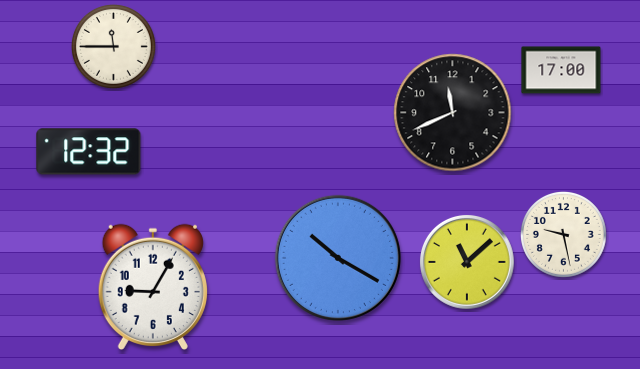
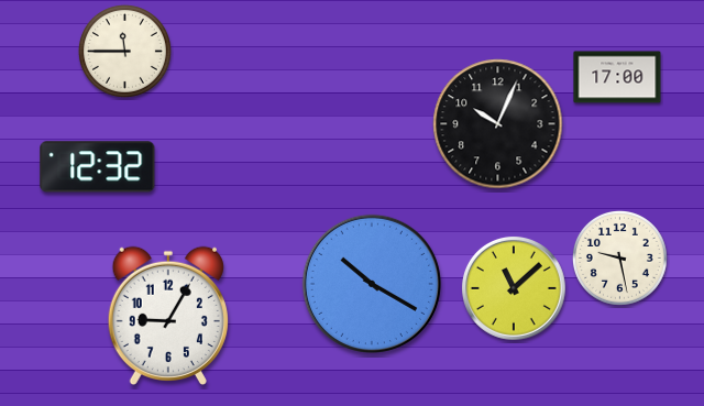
clock at (453, 113): 11:41 -> 10:04
